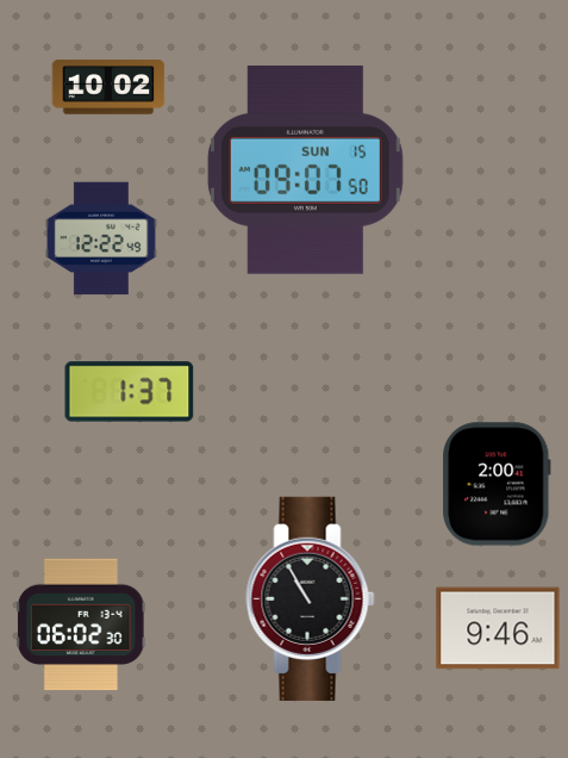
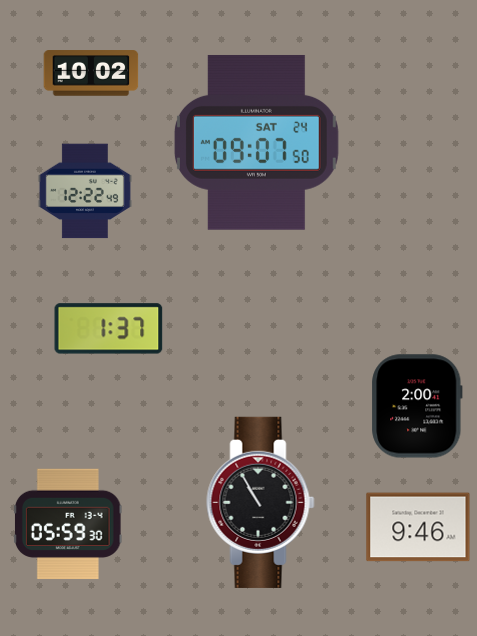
clock at (305, 169) date: SUN 15 -> SAT 24
clock at (101, 238) position: (101, 238) -> (85, 191)
clock at (81, 625): 06:02 -> 05:59
